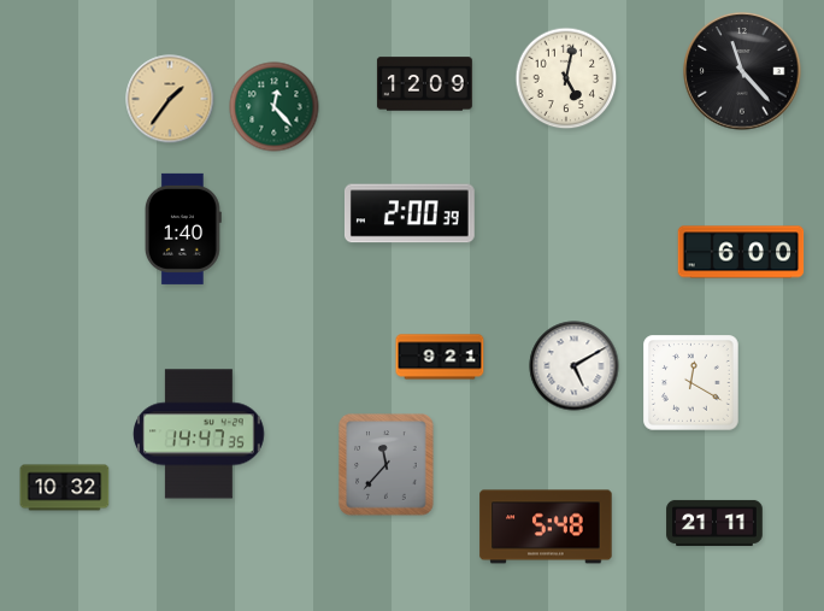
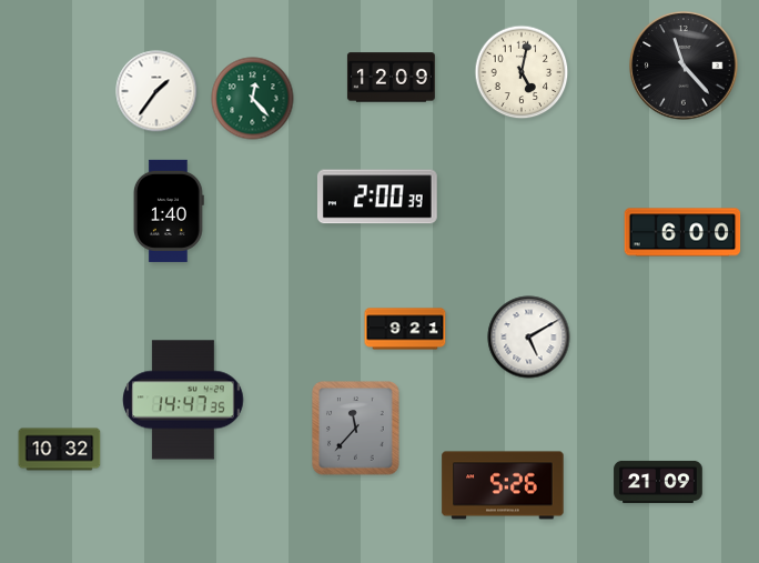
clock at (170, 99) dial: champagne -> white
clock at (691, 383): 12:20 -> none
clock at (714, 523): 21:11 -> 21:09
clock at (546, 527): 5:48 -> 5:26
